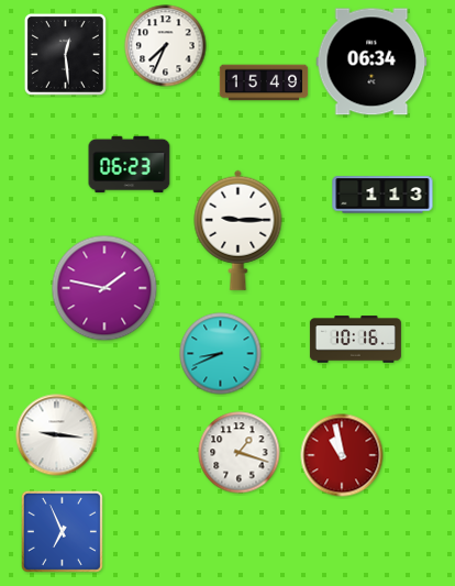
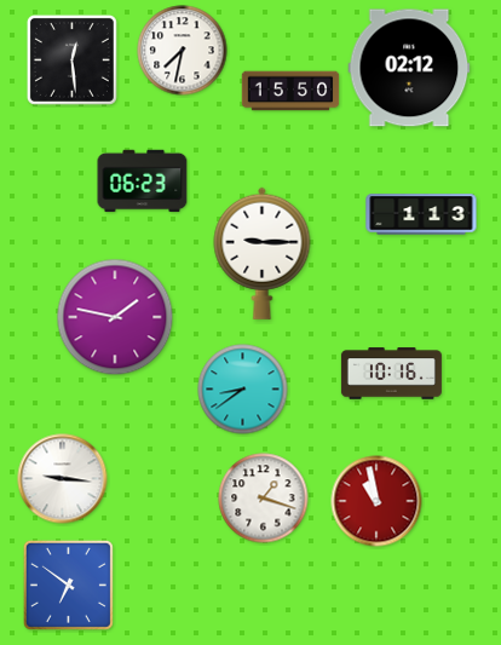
clock at (166, 46): 7:34 -> 7:32
clock at (371, 62): 06:34 -> 02:12
clock at (264, 82): 15:49 -> 15:50
clock at (221, 354): 8:41 -> 8:39
clock at (62, 531): 6:56 -> 6:51
